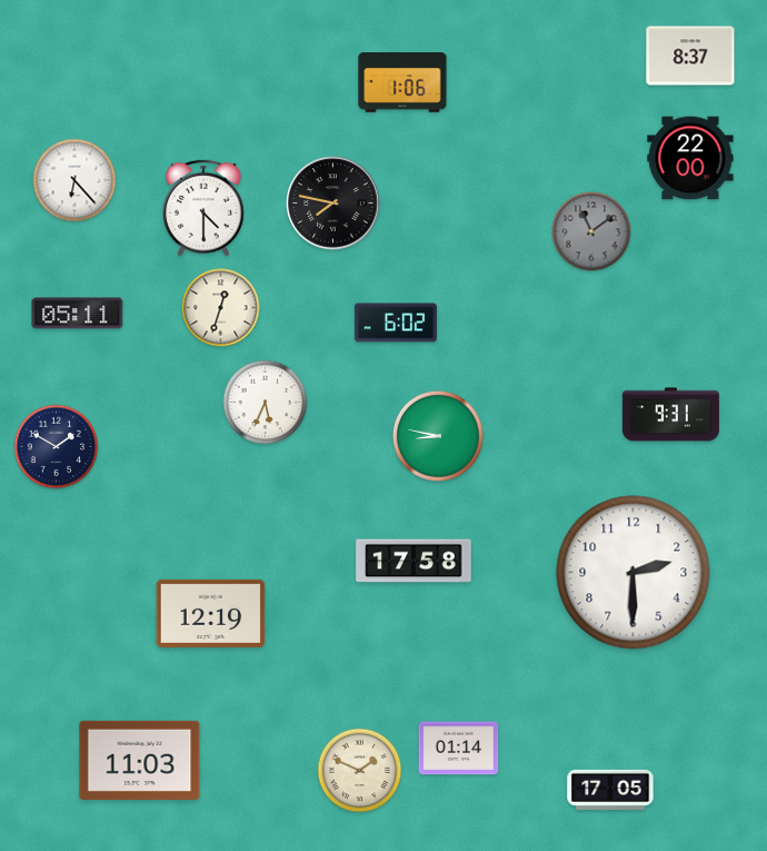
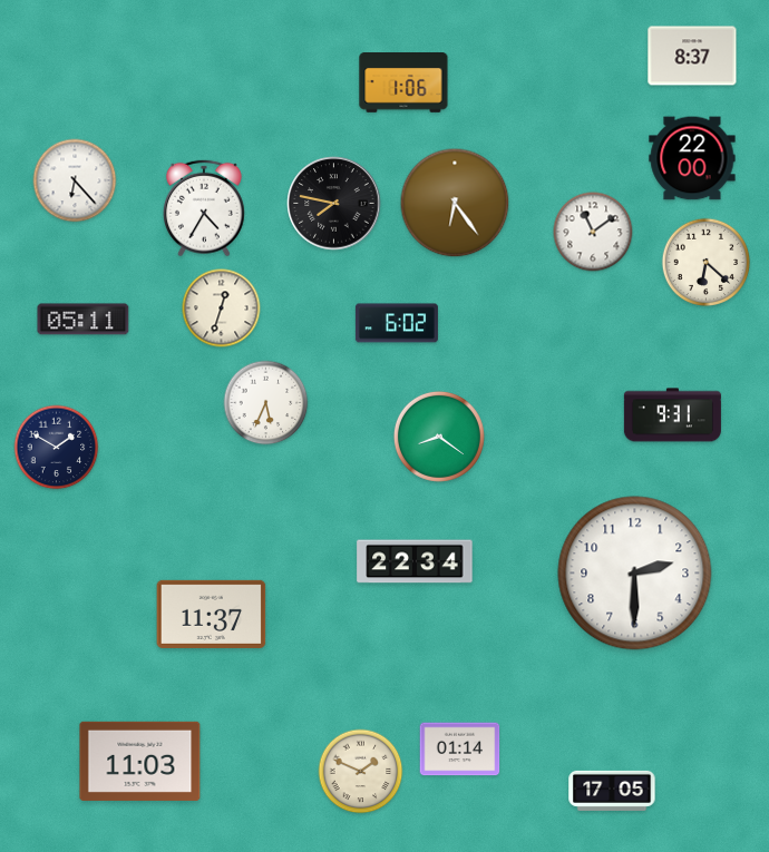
clock at (455, 203): none -> 6:24
clock at (205, 208): 4:30 -> 4:35
clock at (591, 231) dial: grey -> white
clock at (707, 263): none -> 6:22
clock at (78, 314) position: (78, 314) -> (84, 320)
clock at (438, 436): 8:47 -> 8:21
clock at (414, 561): 17:58 -> 22:34
clock at (211, 613): 12:19 -> 11:37
